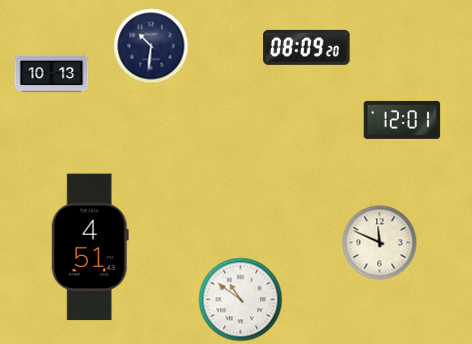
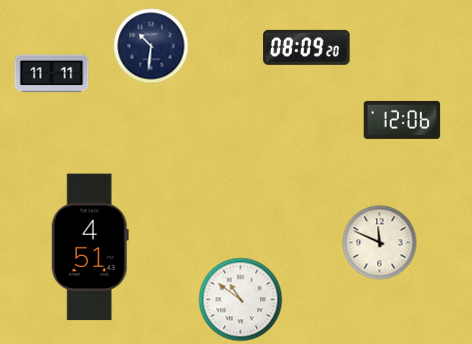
clock at (52, 74): 10:13 -> 11:11
clock at (402, 120): 12:01 -> 12:06
